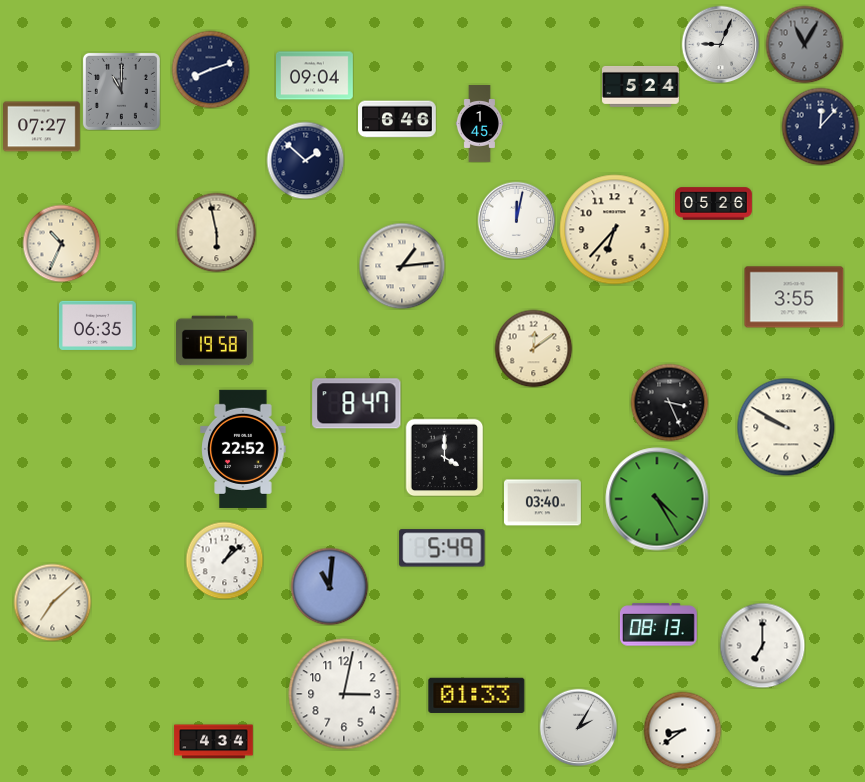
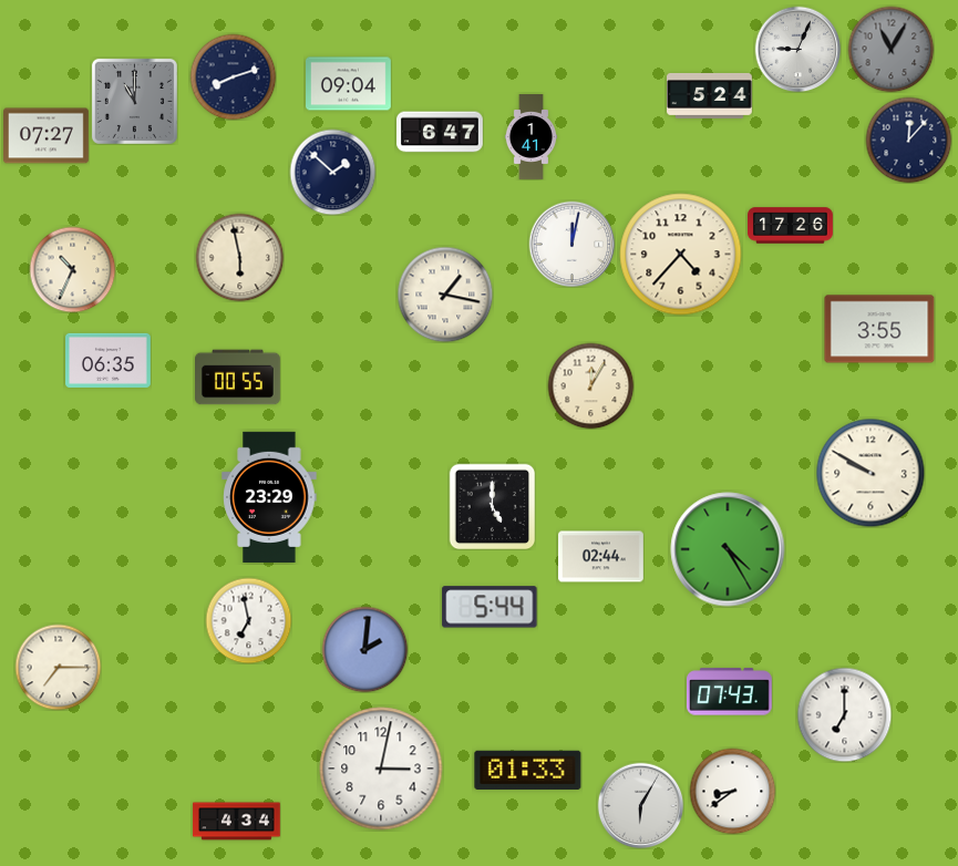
clock at (397, 119): 6:46 -> 6:47
clock at (479, 124): 1:45 -> 1:41
clock at (42, 127) position: (42, 127) -> (47, 136)
clock at (305, 160) position: (305, 160) -> (332, 172)
clock at (714, 204): 05:26 -> 17:26
clock at (615, 230): 6:37 -> 4:37
clock at (61, 243) position: (61, 243) -> (72, 269)
clock at (402, 266): 1:14 -> 1:17
clock at (215, 341): 19:58 -> 00:55
clock at (533, 348): 12:09 -> 12:05
clock at (669, 402): 3:26 -> none
clock at (357, 404): 8:47 -> none
clock at (243, 449): 22:52 -> 23:29
clock at (444, 457): 4:00 -> 5:00
clock at (657, 499) position: (657, 499) -> (728, 549)
clock at (543, 503): 03:40 -> 02:44
clock at (442, 548): 5:49 -> 5:44
clock at (224, 560): 1:08 -> 6:58
clock at (329, 586): 11:01 -> 2:01
clock at (52, 602): 7:08 -> 7:15
clock at (658, 625): 08:13 -> 07:43
clock at (578, 727): 2:05 -> 6:05
clock at (682, 730) position: (682, 730) -> (732, 791)
